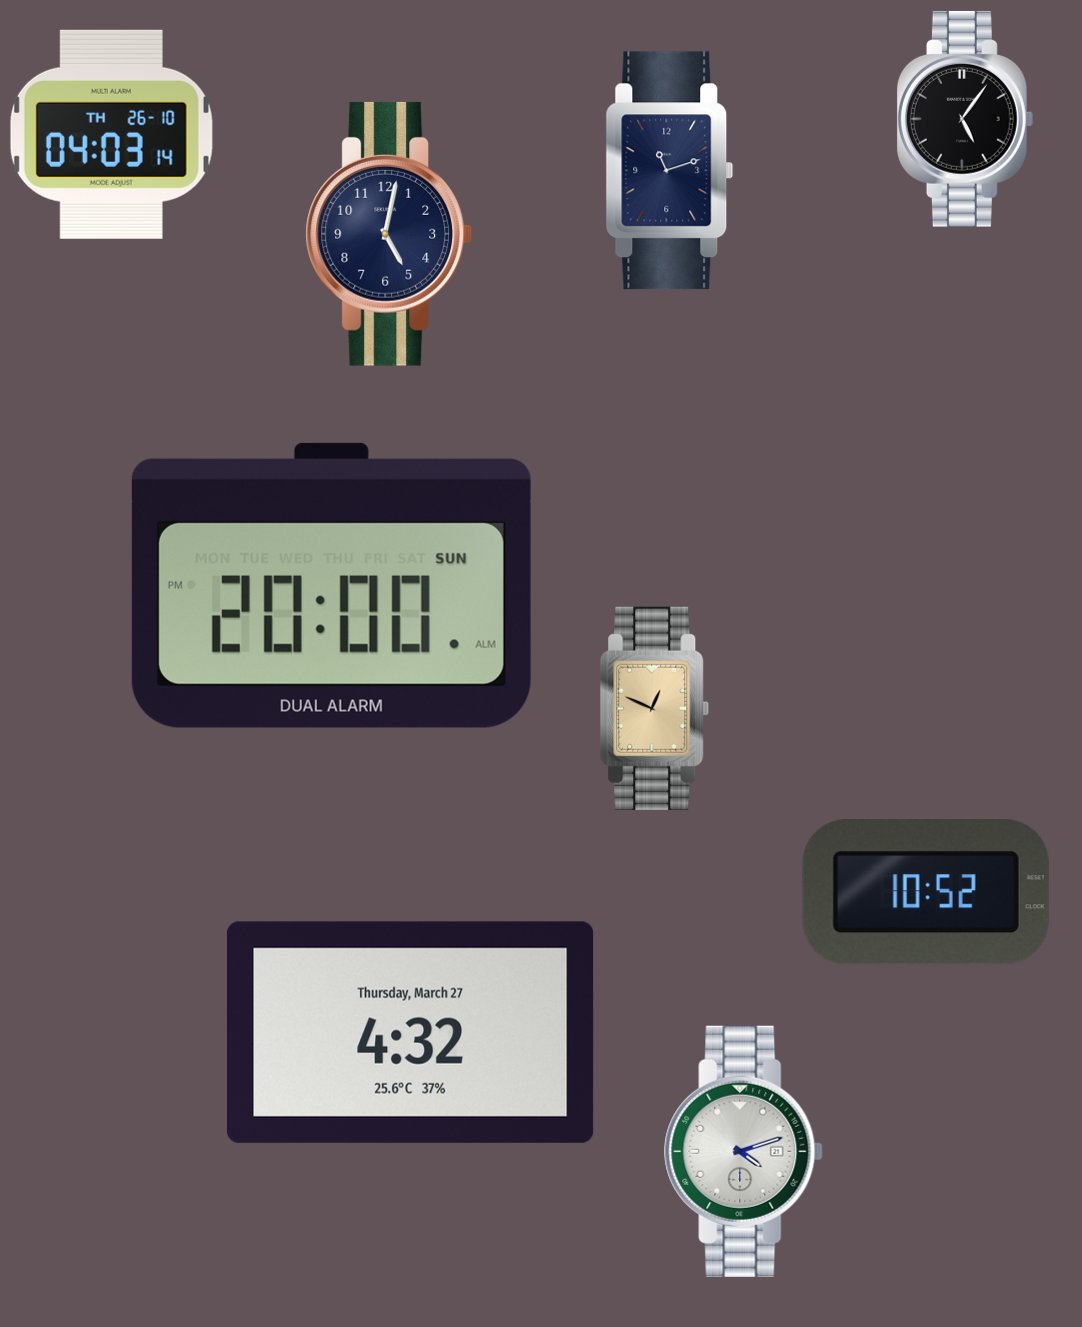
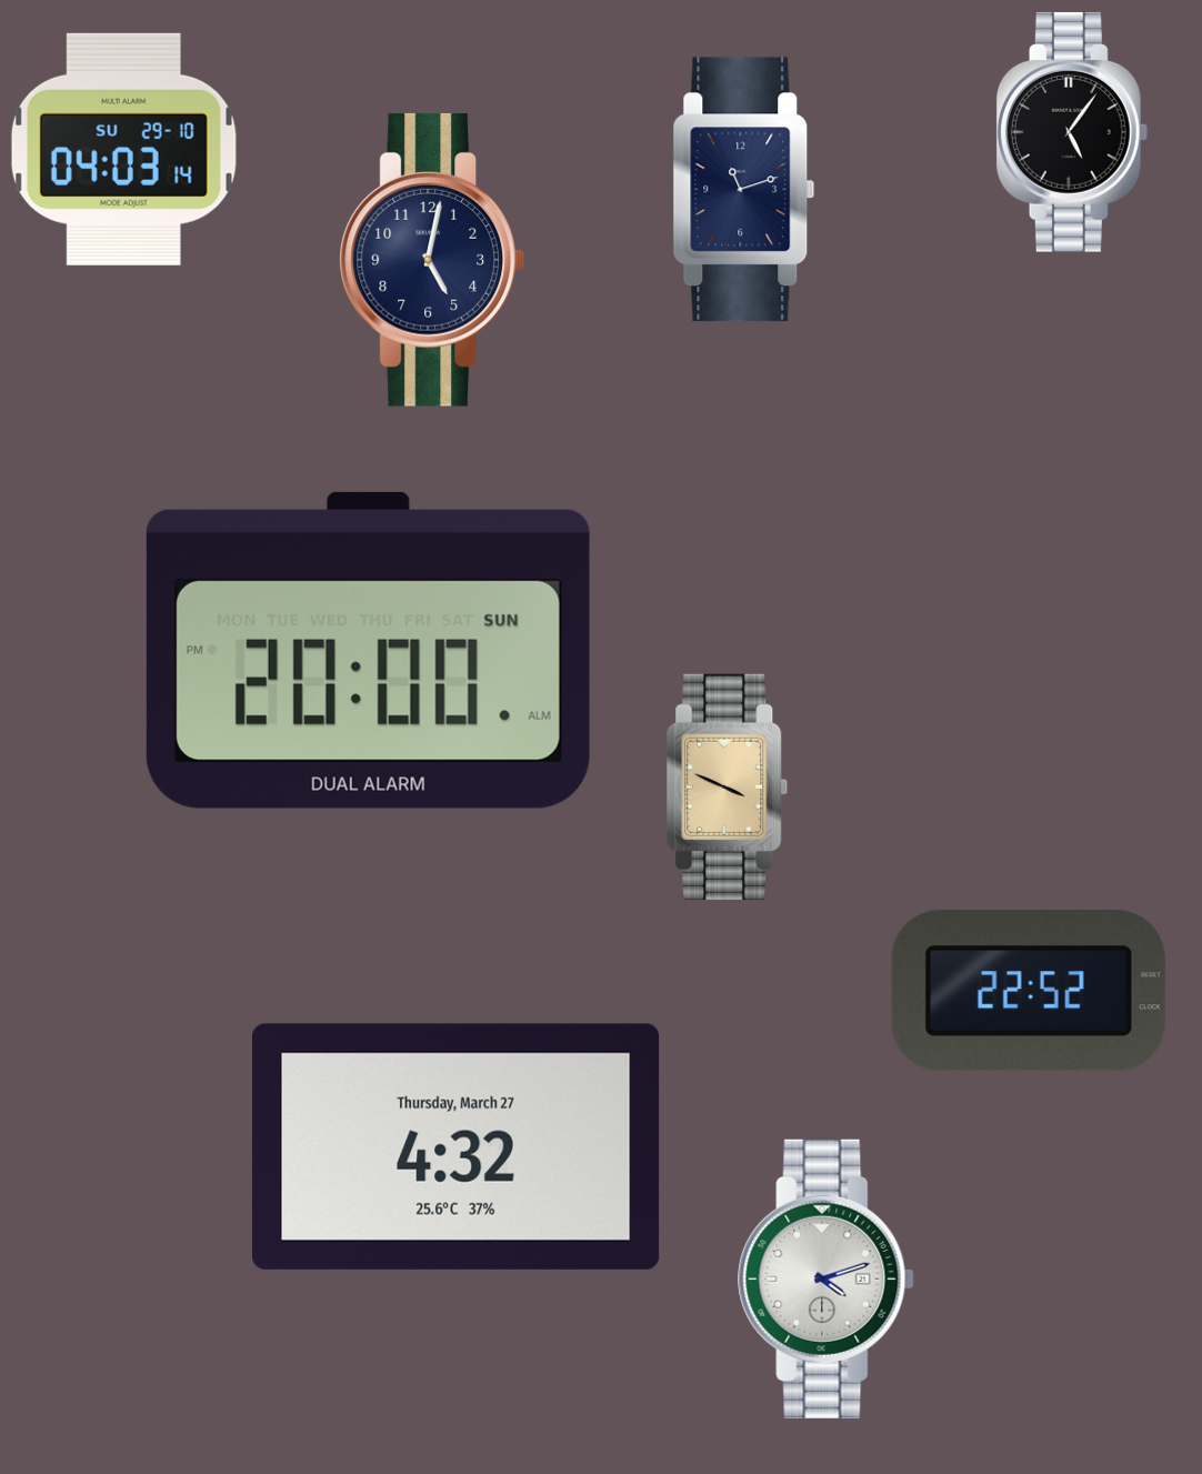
clock at (111, 134) date: TH 26-10 -> SU 29-10
clock at (655, 708): 12:49 -> 3:49
clock at (926, 892): 10:52 -> 22:52
